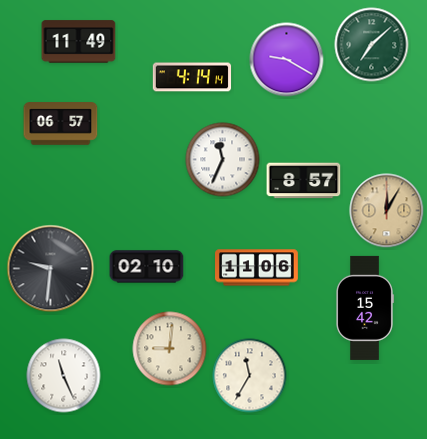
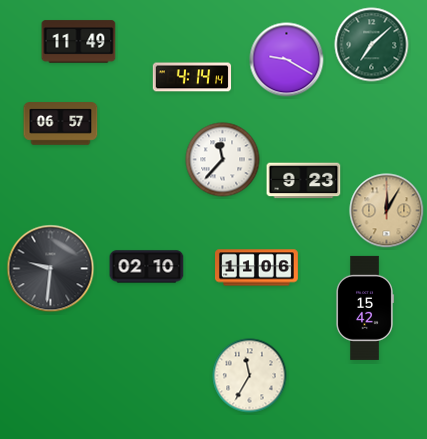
clock at (223, 160): 11:34 -> 11:37
clock at (304, 181): 8:57 -> 9:23
clock at (170, 349): 9:01 -> none
clock at (64, 376): 11:26 -> none
